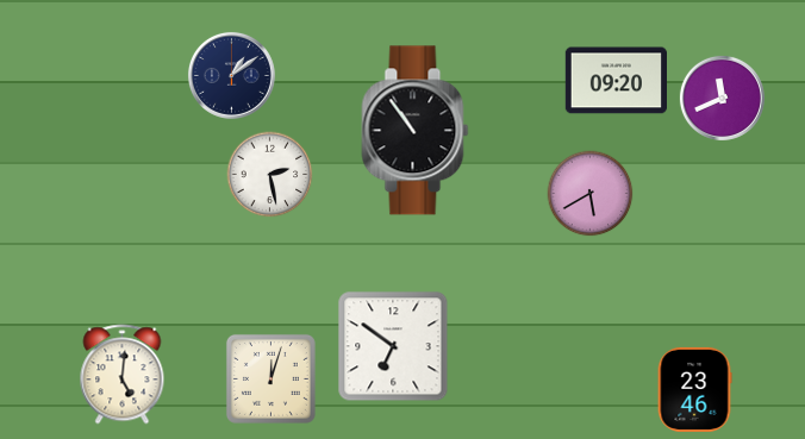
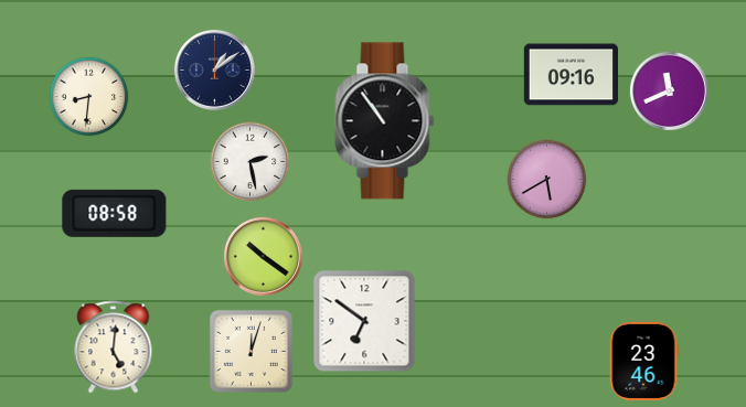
clock at (616, 81): 09:20 -> 09:16
clock at (89, 97): none -> 8:31
clock at (115, 213): none -> 08:58
clock at (263, 256): none -> 10:21
